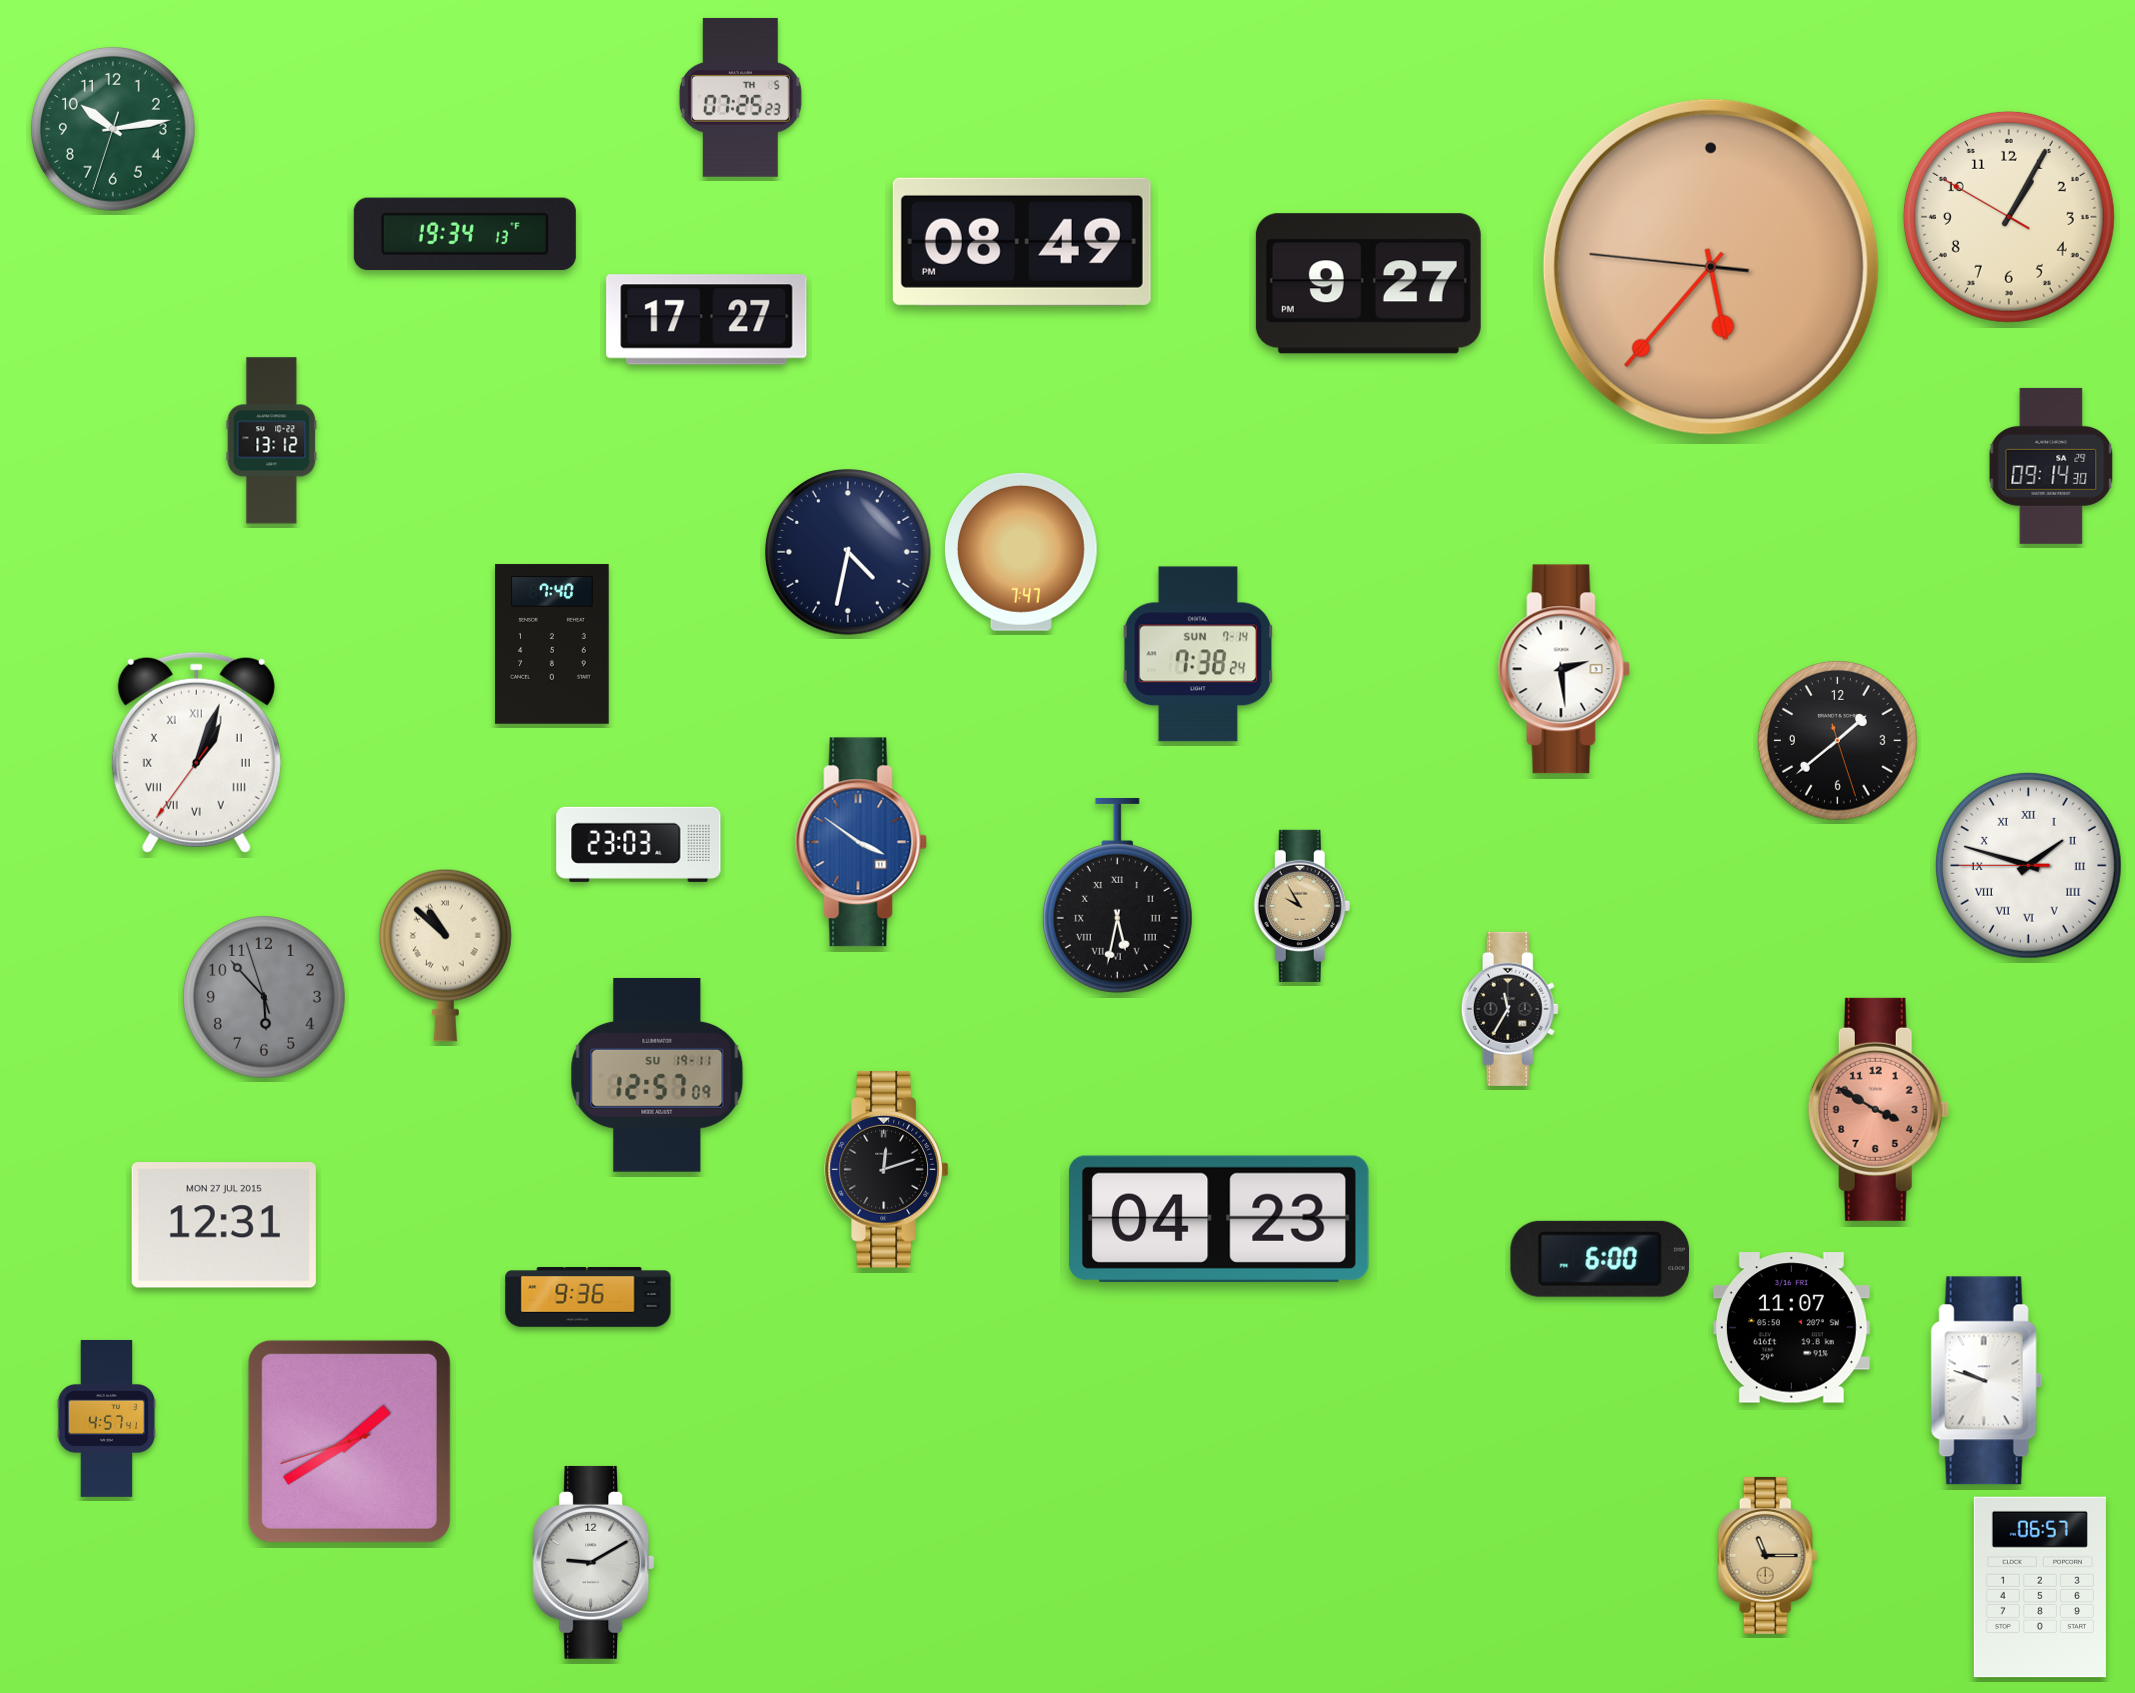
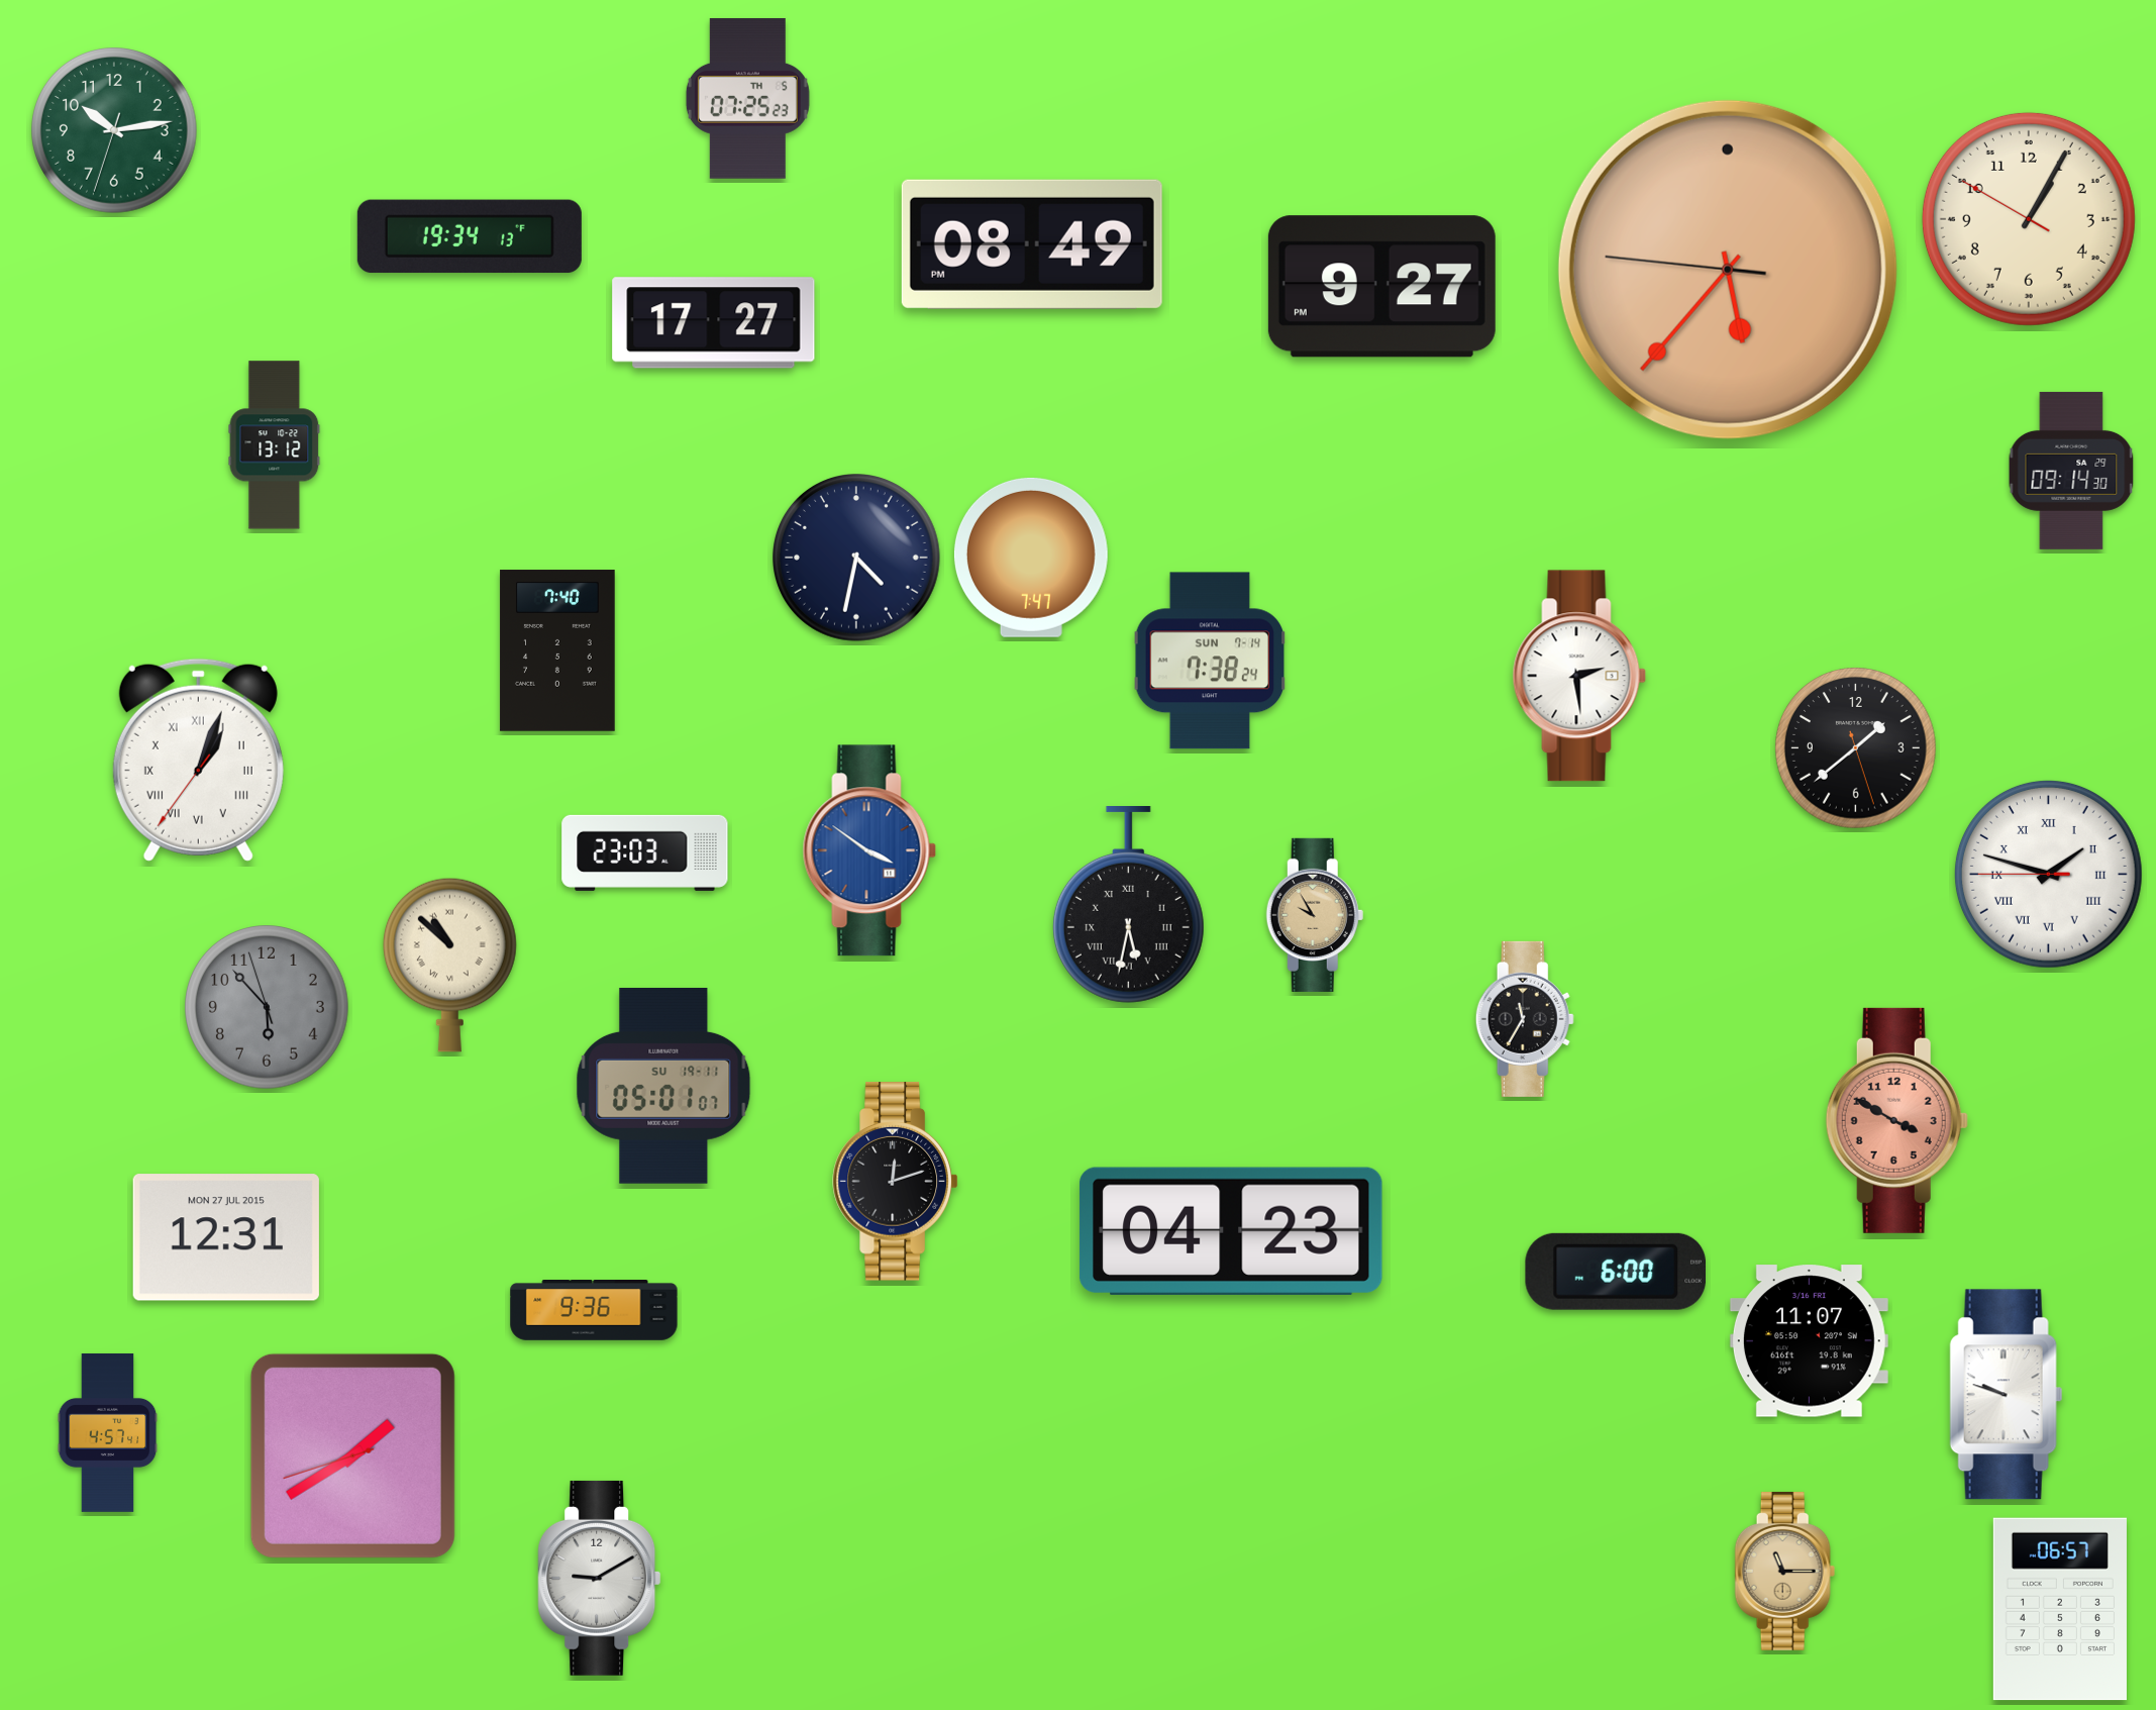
clock at (657, 1075): 12:57 -> 05:01
clock at (2040, 1587) position: (2040, 1587) -> (2060, 1609)
